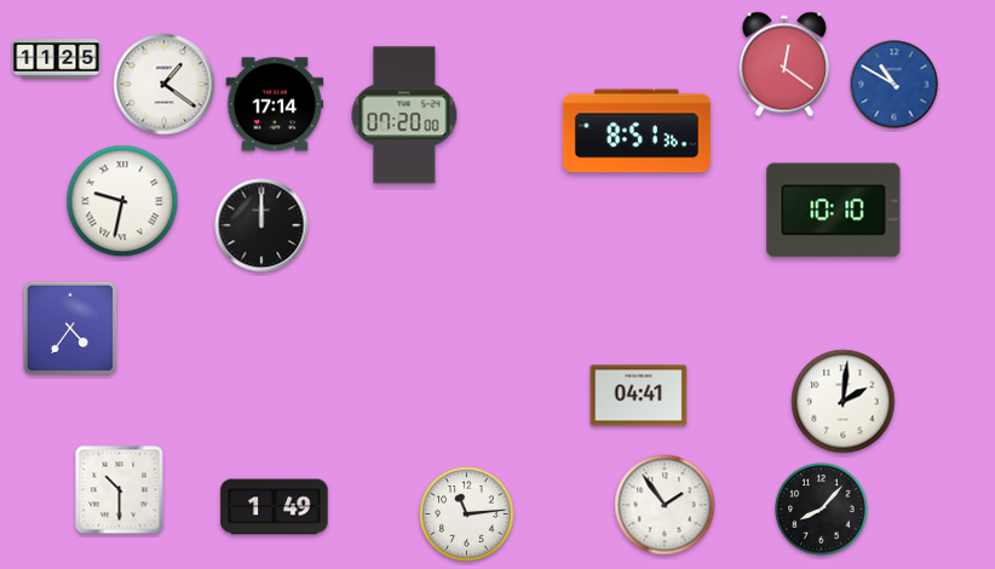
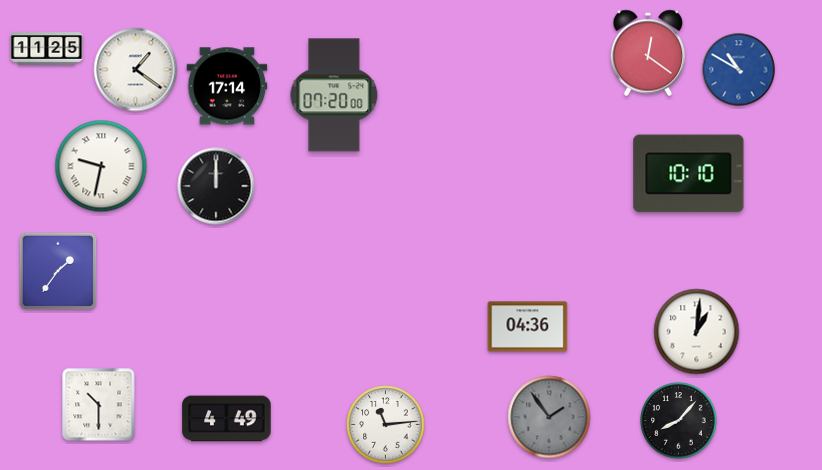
clock at (637, 131): 8:51 -> none
clock at (70, 328): 4:36 -> 1:36
clock at (639, 396): 04:41 -> 04:36
clock at (844, 402): 2:01 -> 1:01
clock at (665, 505) dial: white -> grey
clock at (275, 507): 1:49 -> 4:49
